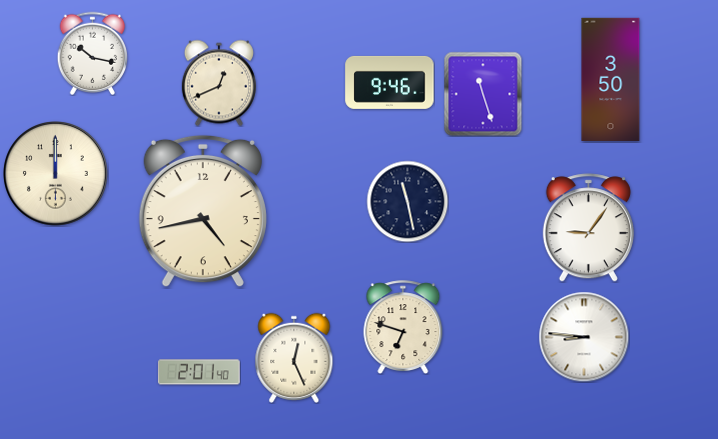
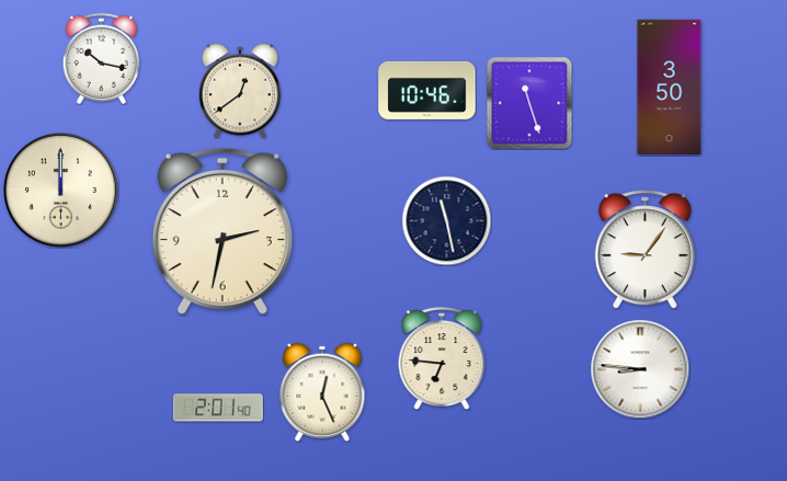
clock at (390, 82): 9:46 -> 10:46
clock at (219, 83): 12:41 -> 12:39
clock at (203, 211): 4:43 -> 2:32
clock at (403, 327): 6:48 -> 6:46
